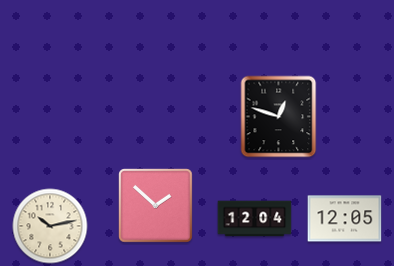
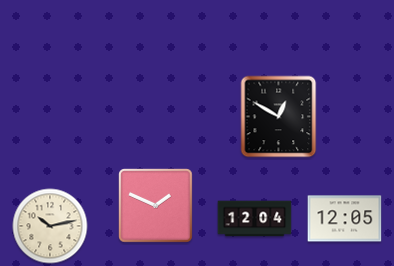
clock at (279, 117): 12:48 -> 12:50
clock at (156, 206): 1:52 -> 1:49
